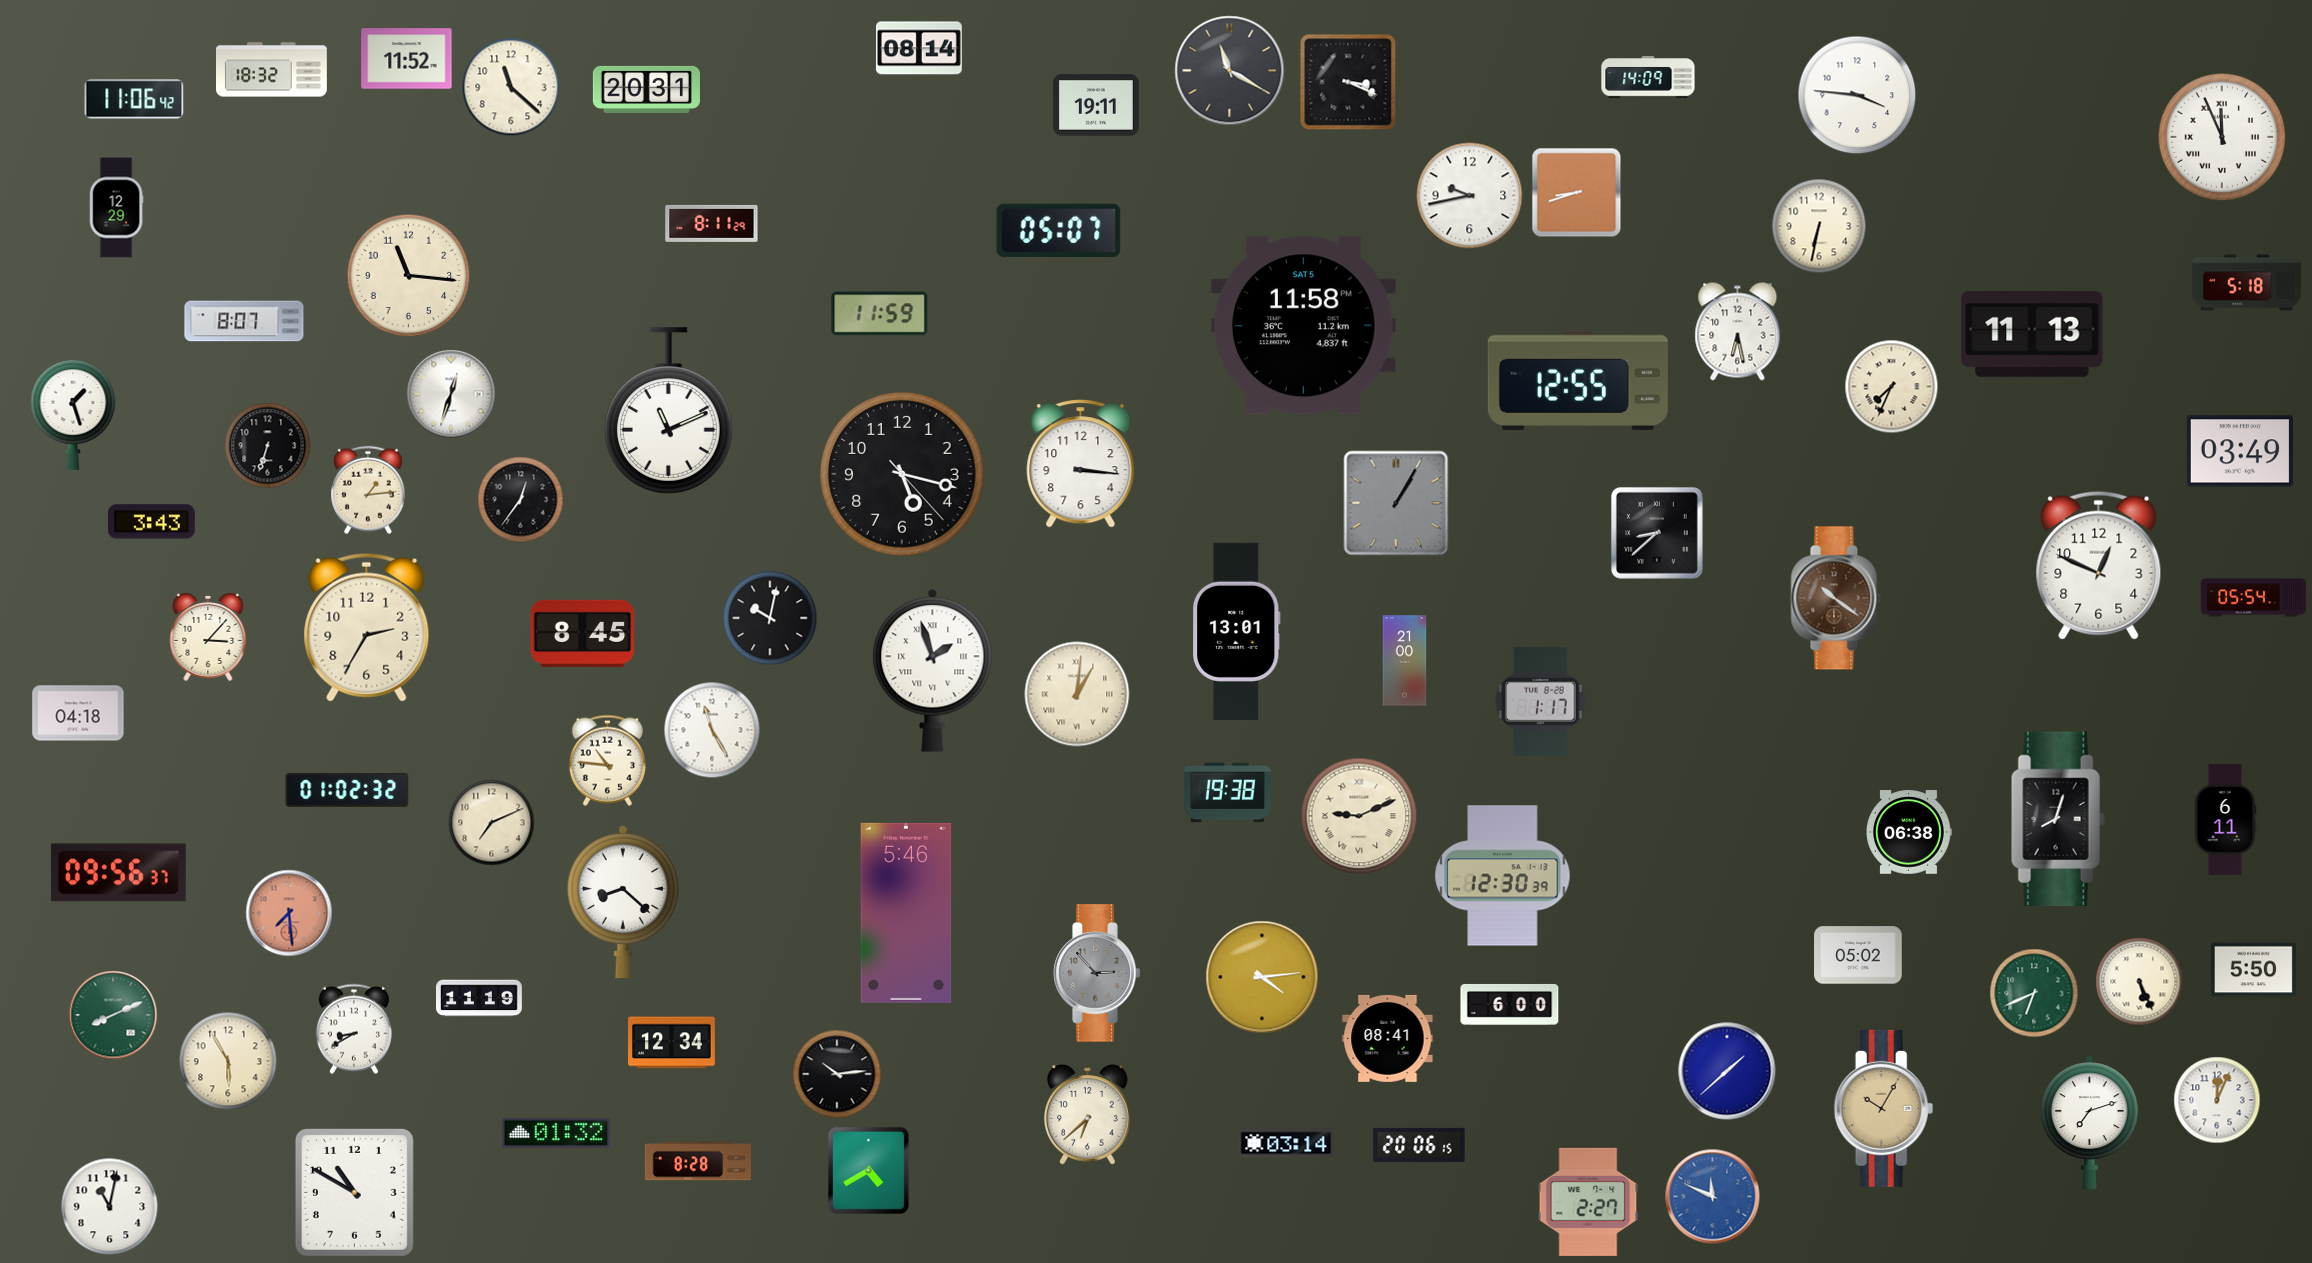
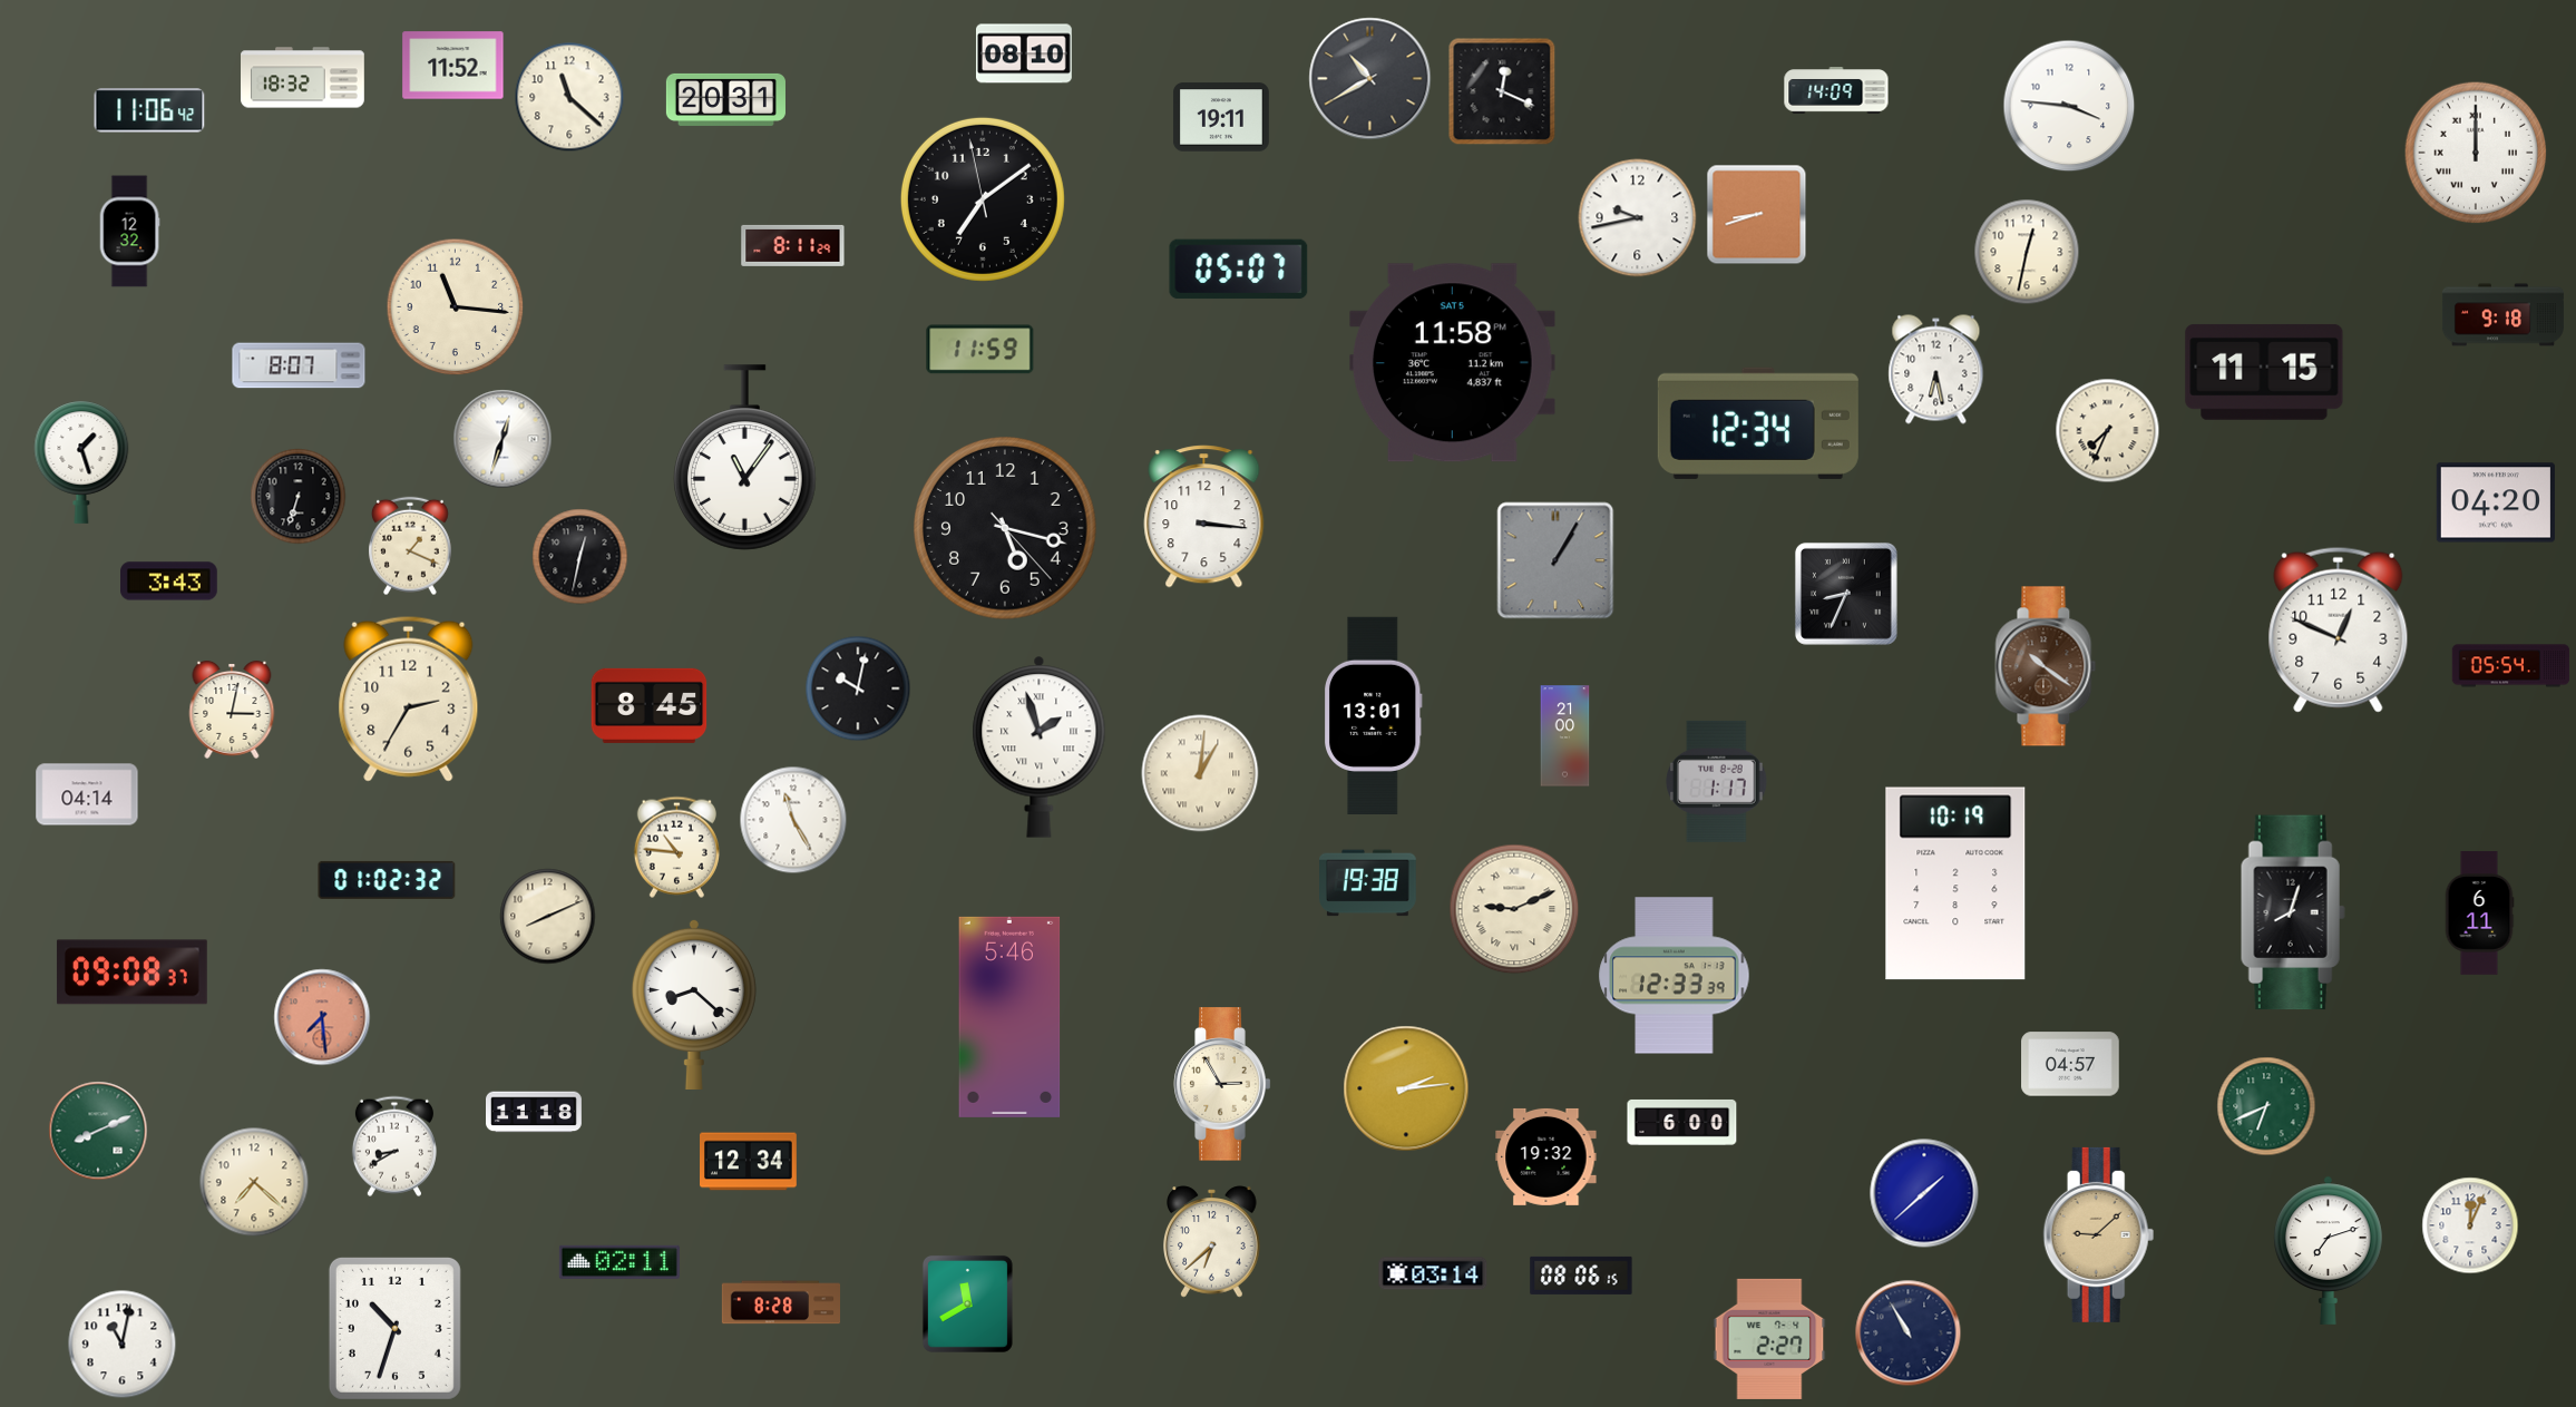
clock at (919, 48): 08:14 -> 08:10
clock at (1230, 71): 11:20 -> 10:40
clock at (1648, 77) position: (1648, 77) -> (1836, 90)
clock at (1348, 82): 3:19 -> 12:19
clock at (646, 89) position: (646, 89) -> (725, 99)
clock at (2222, 137): 11:56 -> 12:00
clock at (983, 199): none -> 7:08
clock at (116, 208): 12:29 -> 12:32
clock at (712, 223) position: (712, 223) -> (793, 245)
clock at (1819, 226): 6:32 -> 12:32
clock at (1059, 231) position: (1059, 231) -> (1239, 270)
clock at (2246, 283): 5:18 -> 9:18
clock at (244, 321) position: (244, 321) -> (299, 365)
clock at (2032, 334): 11:13 -> 11:15
clock at (1578, 380): 12:55 -> 12:34
clock at (669, 411): 11:11 -> 11:06
clock at (2240, 451): 03:49 -> 04:20
clock at (369, 490): 1:14 -> 1:19
clock at (521, 500): 12:36 -> 12:32
clock at (1657, 533): 8:38 -> 8:34
clock at (1236, 631) position: (1236, 631) -> (1373, 715)
clock at (208, 637): 3:07 -> 3:02
clock at (78, 713): 04:18 -> 04:14
clock at (712, 730) position: (712, 730) -> (793, 820)
clock at (1955, 883): none -> 10:19
clock at (492, 823): 7:11 -> 8:11
clock at (1909, 832): 06:38 -> none
clock at (118, 873): 09:56 -> 09:08
clock at (1503, 876): 12:30 -> 12:33
clock at (1858, 955): 05:02 -> 04:57
clock at (2253, 970): 5:50 -> none
clock at (1097, 973): 2:53 -> 2:55
clock at (1097, 973) dial: grey -> cream
clock at (1262, 977): 4:14 -> 2:14
clock at (2140, 982): 5:26 -> none
clock at (480, 998): 11:19 -> 11:18
clock at (1510, 1004) position: (1510, 1004) -> (1682, 1122)
clock at (113, 1015) position: (113, 1015) -> (98, 1131)
clock at (1388, 1038): 08:41 -> 19:32
clock at (228, 1061): 5:55 -> 7:22
clock at (837, 1074): 10:14 -> none
clock at (1884, 1108): 10:05 -> 9:08
clock at (556, 1133): 01:32 -> 02:11
clock at (1419, 1145): 20:06 -> 08:06
clock at (697, 1161) position: (697, 1161) -> (780, 1302)
clock at (868, 1170): 4:40 -> 11:40
clock at (354, 1192): 10:50 -> 10:33
clock at (1713, 1197): 11:49 -> 10:55
clock at (1713, 1197) dial: blue -> navy
